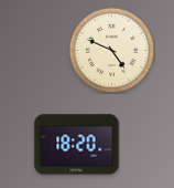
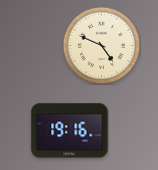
clock at (77, 145): 18:20 -> 19:16
